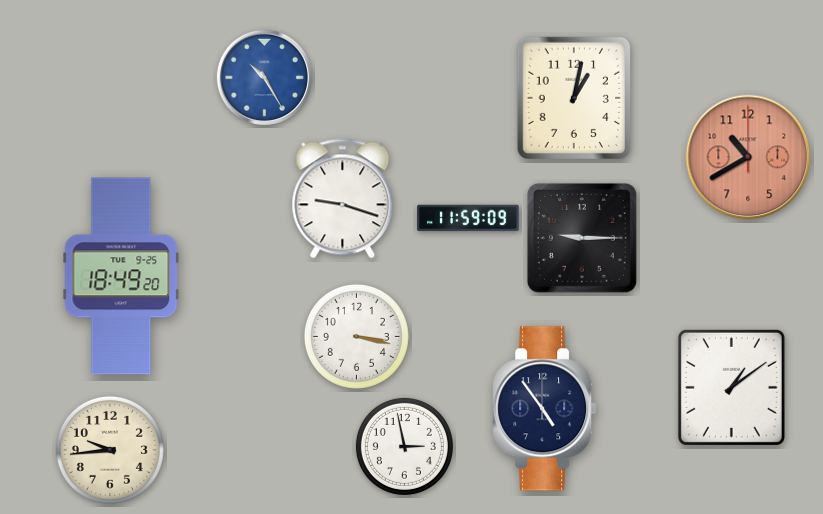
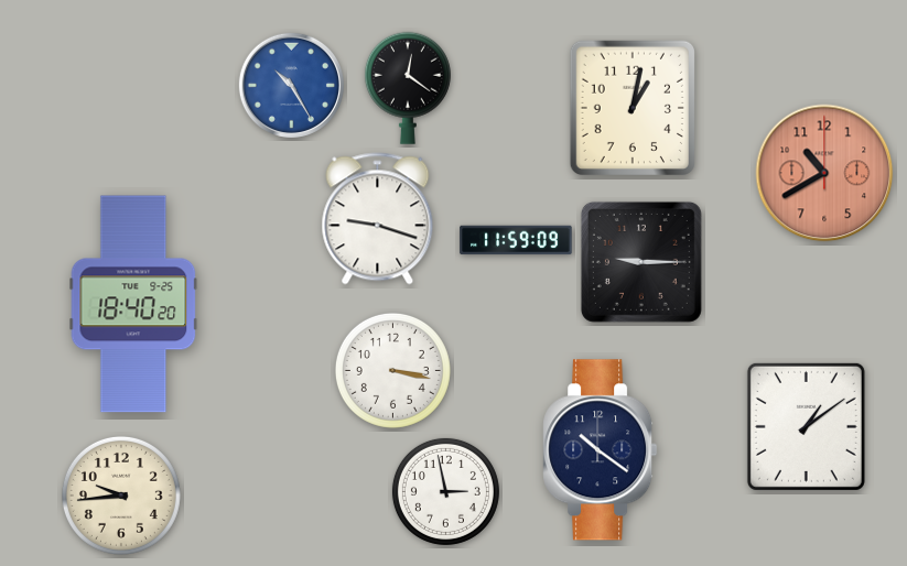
clock at (408, 88): none -> 12:21
clock at (121, 276): 18:49 -> 18:40
clock at (545, 409): 4:54 -> 10:21
